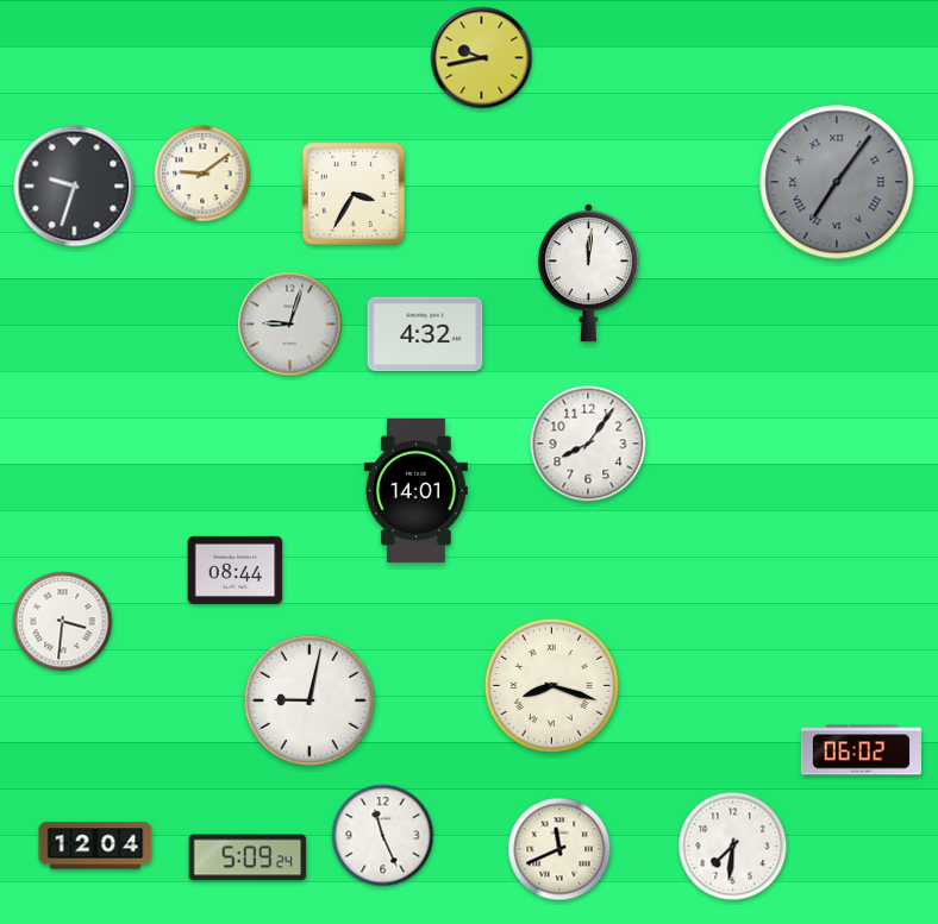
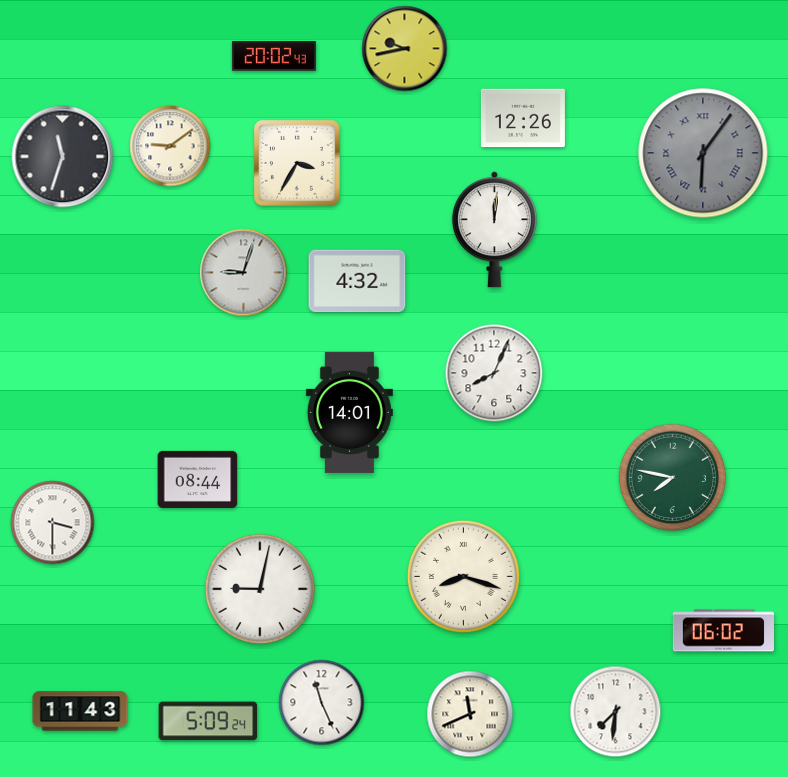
clock at (274, 57): none -> 20:02
clock at (523, 118): none -> 12:26
clock at (837, 182): 7:06 -> 6:06
clock at (75, 187): 9:33 -> 11:33
clock at (588, 444): 8:06 -> 8:04
clock at (672, 477): none -> 7:47
clock at (63, 622): 3:31 -> 3:30
clock at (95, 846): 12:04 -> 11:43
